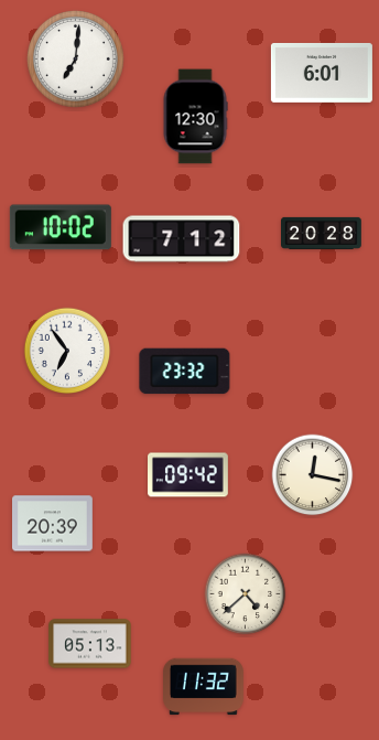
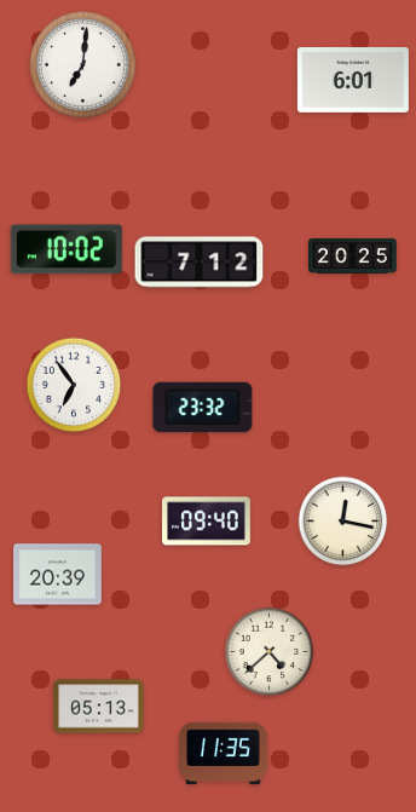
clock at (195, 117): 12:30 -> none
clock at (322, 233): 20:28 -> 20:25
clock at (188, 475): 09:42 -> 09:40
clock at (204, 687): 11:32 -> 11:35
